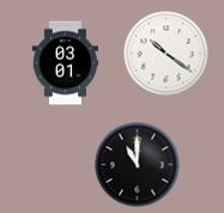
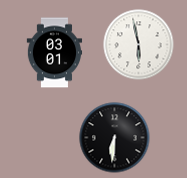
clock at (167, 54): 10:21 -> 5:58
clock at (138, 165): 11:00 -> 6:31
